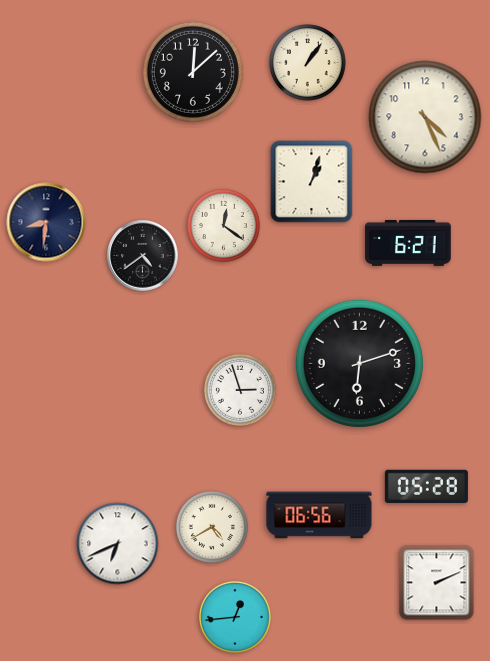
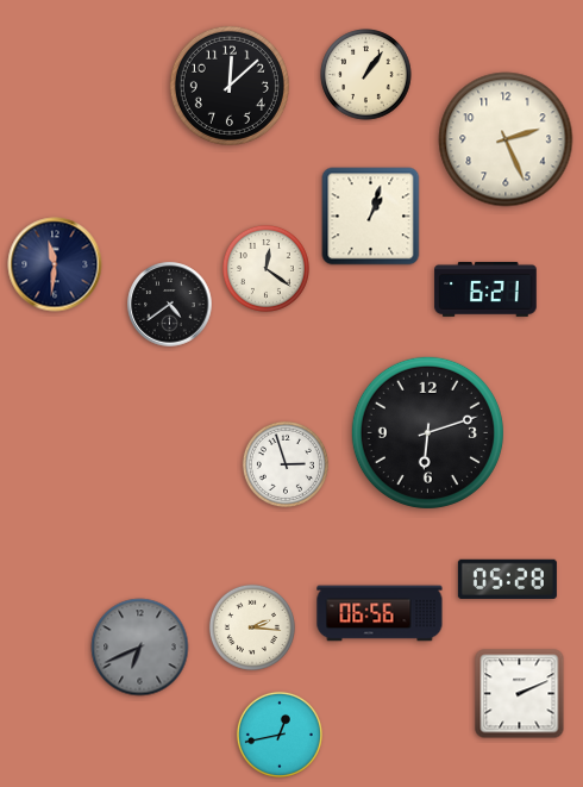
clock at (425, 117): 4:26 -> 2:26
clock at (46, 222): 8:31 -> 11:31
clock at (212, 527): 4:40 -> 2:16
clock at (118, 544) dial: white -> grey
clock at (235, 617): 12:44 -> 12:43
